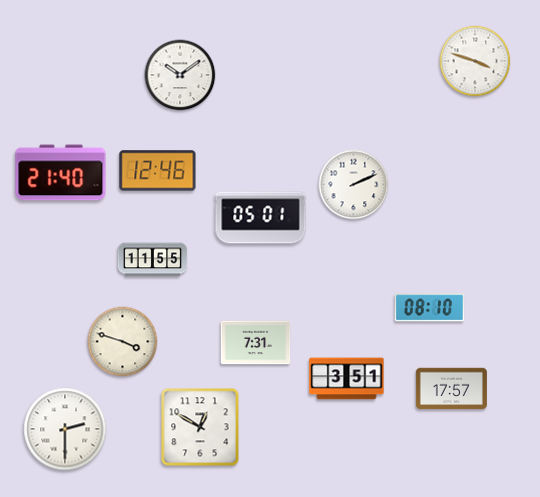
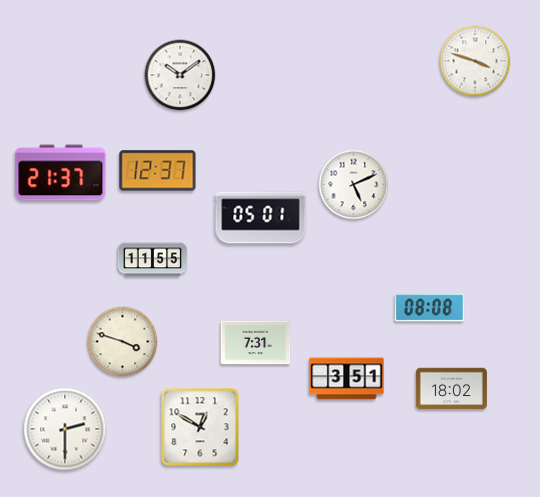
clock at (158, 171): 12:46 -> 12:37
clock at (61, 173): 21:40 -> 21:37
clock at (354, 185): 2:11 -> 5:11
clock at (430, 308): 08:10 -> 08:08
clock at (451, 389): 17:57 -> 18:02
